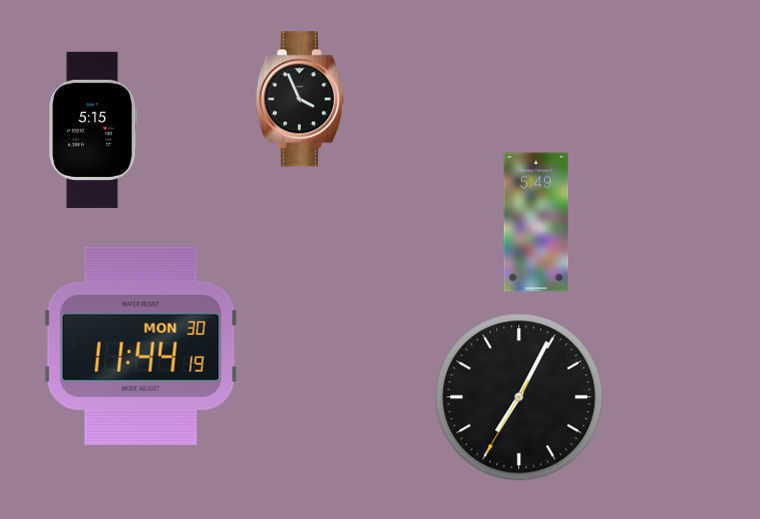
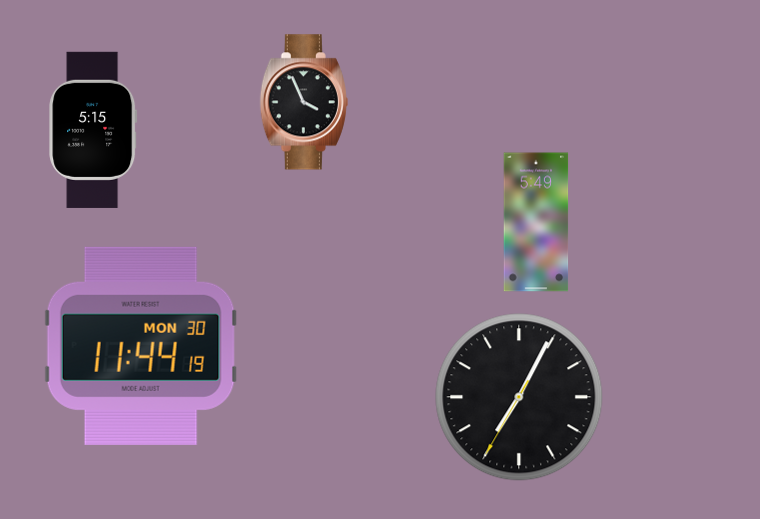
clock at (300, 99) position: (300, 99) -> (304, 102)
